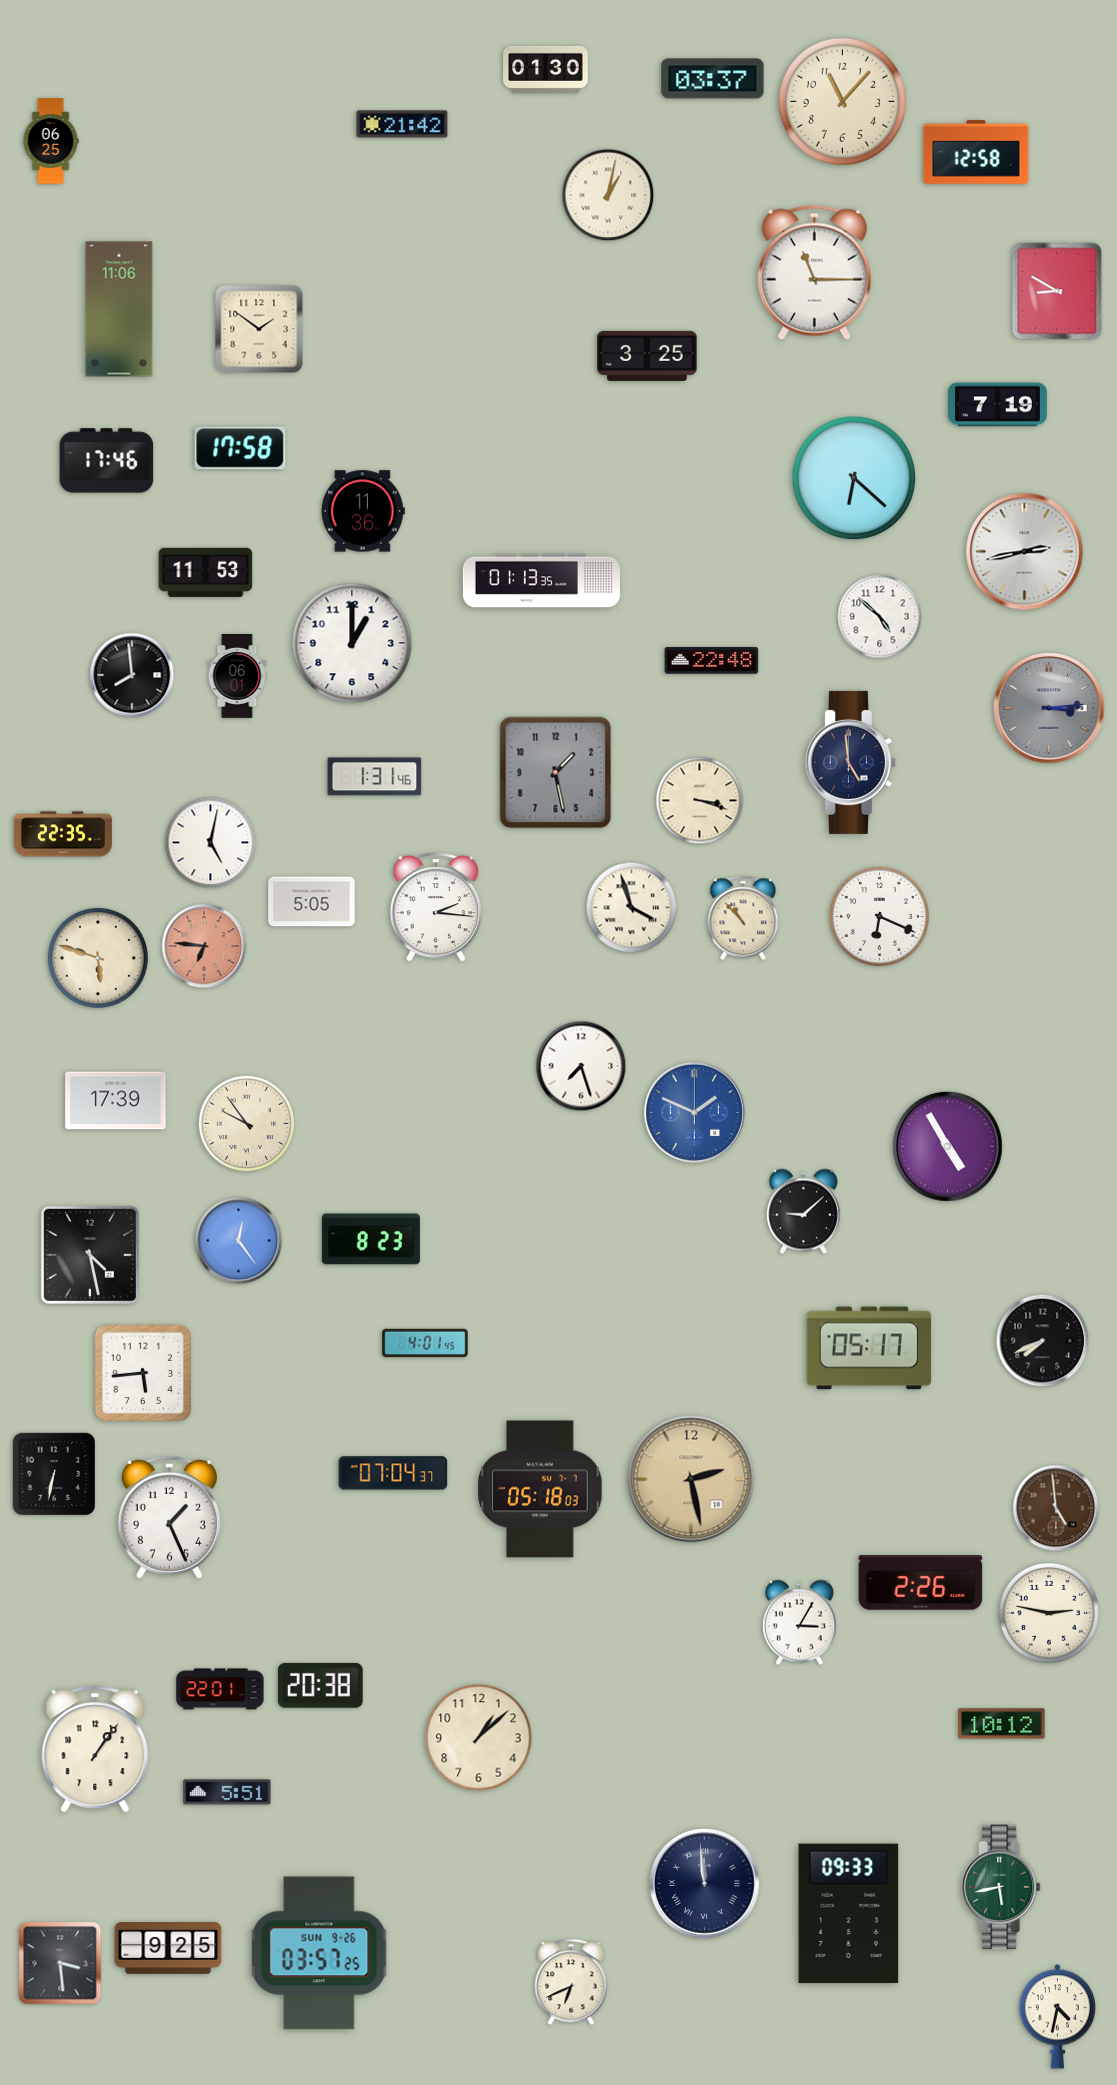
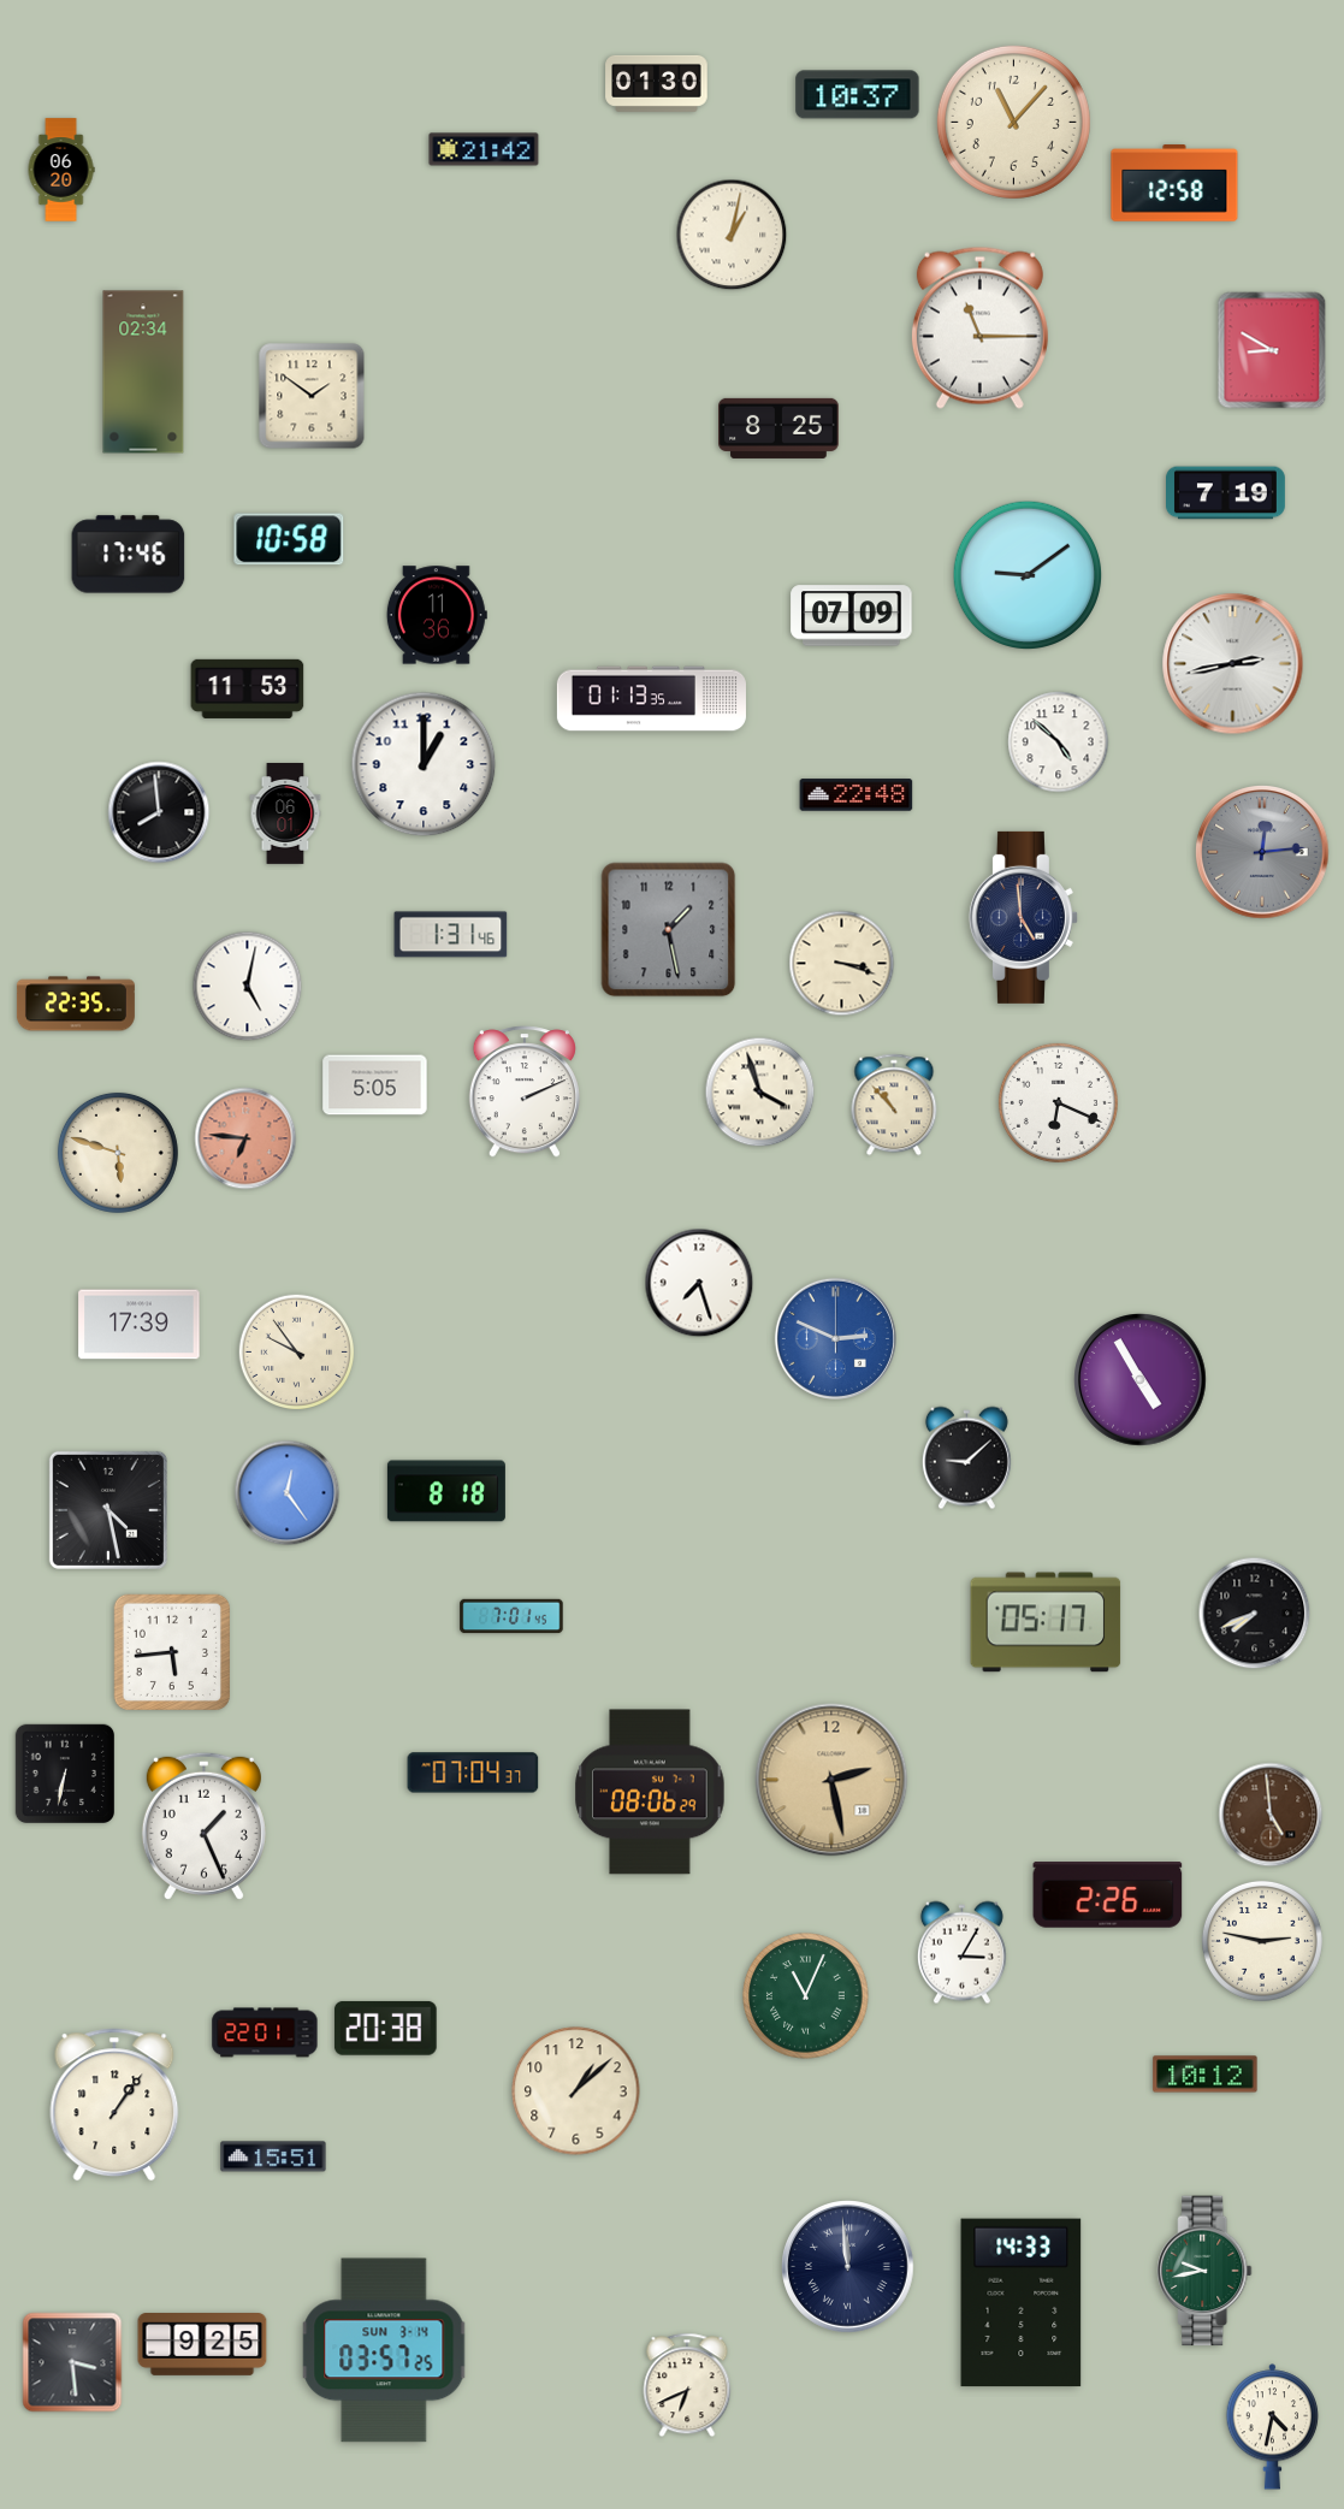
clock at (713, 79): 03:37 -> 10:37
clock at (51, 141): 06:25 -> 06:20
clock at (119, 309): 11:06 -> 02:34
clock at (647, 356): 3:25 -> 8:25
clock at (998, 405) position: (998, 405) -> (1226, 493)
clock at (240, 448): 17:58 -> 10:58
clock at (854, 478): 6:22 -> 9:09
clock at (852, 616): none -> 07:09
clock at (352, 643) position: (352, 643) -> (424, 764)
clock at (1049, 708): 3:14 -> 12:14
clock at (211, 843) position: (211, 843) -> (248, 987)
clock at (436, 907): 2:16 -> 2:11
clock at (694, 1112): 1:49 -> 2:49
clock at (371, 1239): 8:23 -> 8:18
clock at (425, 1343): 4:01 -> 7:01
clock at (540, 1489): 05:18 -> 08:06
clock at (921, 1583) position: (921, 1583) -> (1108, 1895)
clock at (806, 1996): none -> 11:04
clock at (227, 1792): 5:51 -> 15:51
clock at (1001, 1887): 5:43 -> 9:43
clock at (849, 1914): 09:33 -> 14:33
clock at (319, 1953) date: SUN 9-26 -> SUN 3-14
